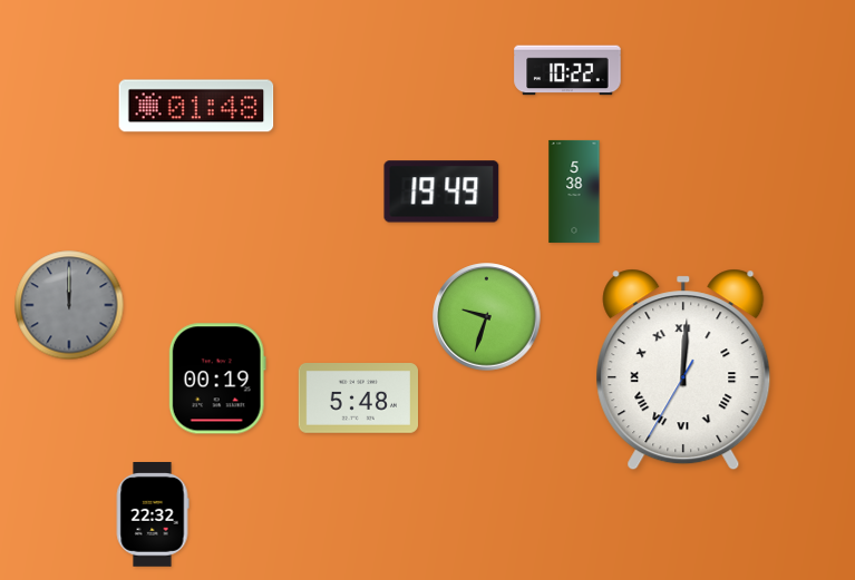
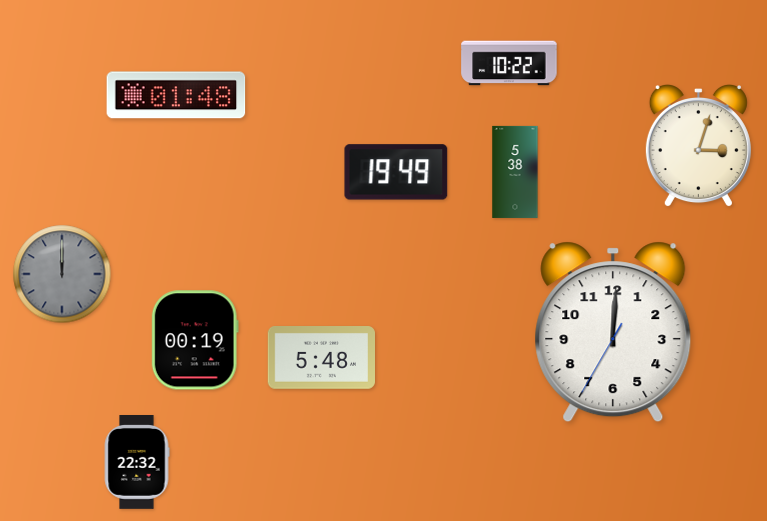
clock at (698, 147): none -> 3:03
clock at (487, 317): 9:33 -> none
clock at (683, 370) numerals: Roman -> Arabic
